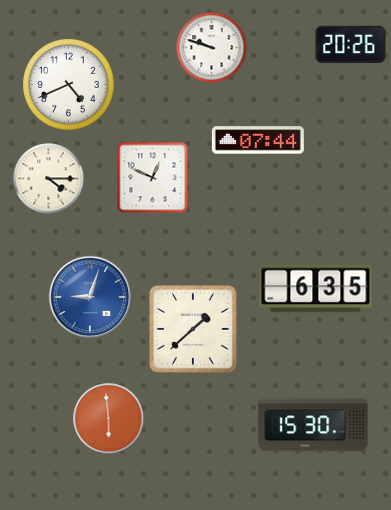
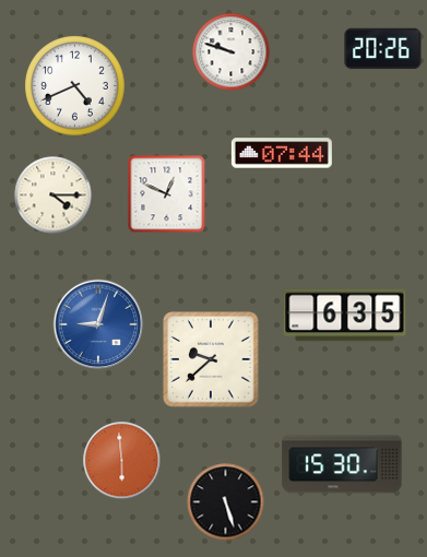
clock at (69, 85) position: (69, 85) -> (75, 86)
clock at (193, 329): 1:38 -> 9:38
clock at (109, 419) position: (109, 419) -> (122, 461)
clock at (226, 502): none -> 5:27
